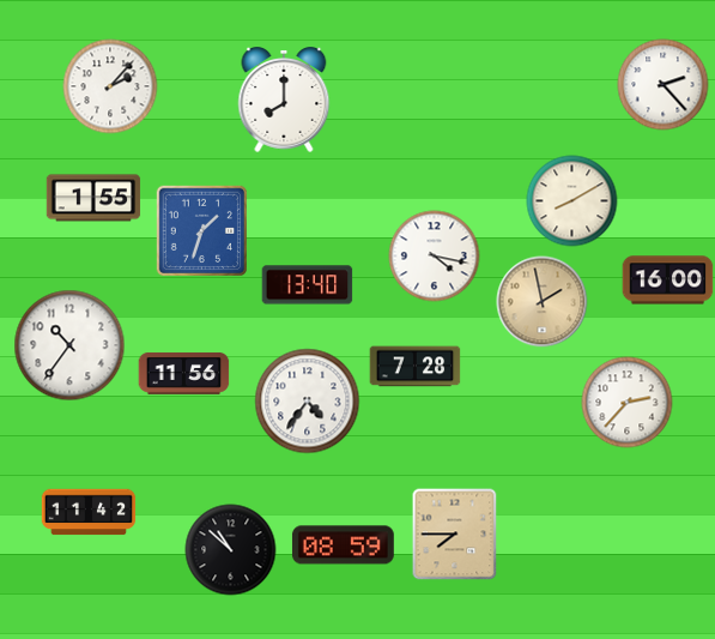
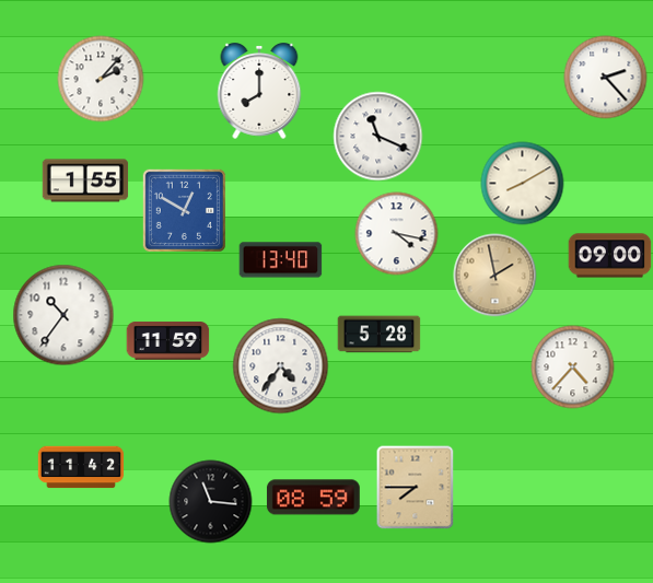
clock at (378, 137): none -> 11:19
clock at (201, 230): 1:33 -> 12:50
clock at (668, 281): 16:00 -> 09:00
clock at (416, 367): 7:28 -> 5:28
clock at (184, 373): 11:56 -> 11:59
clock at (628, 403): 2:37 -> 4:37
clock at (231, 550): 10:52 -> 11:16
